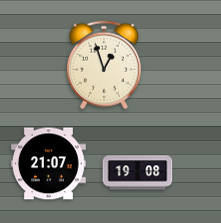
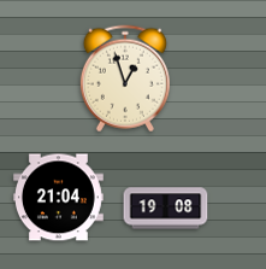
clock at (48, 164): 21:07 -> 21:04
